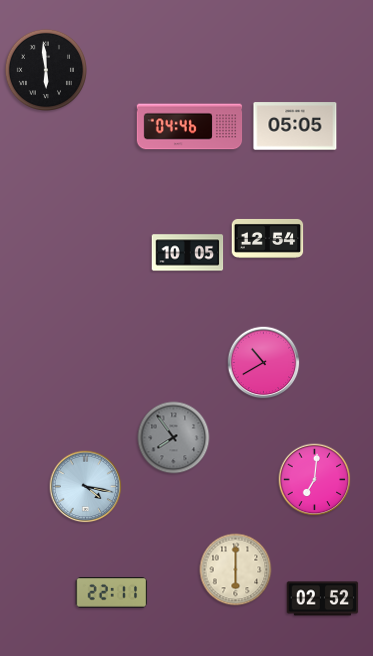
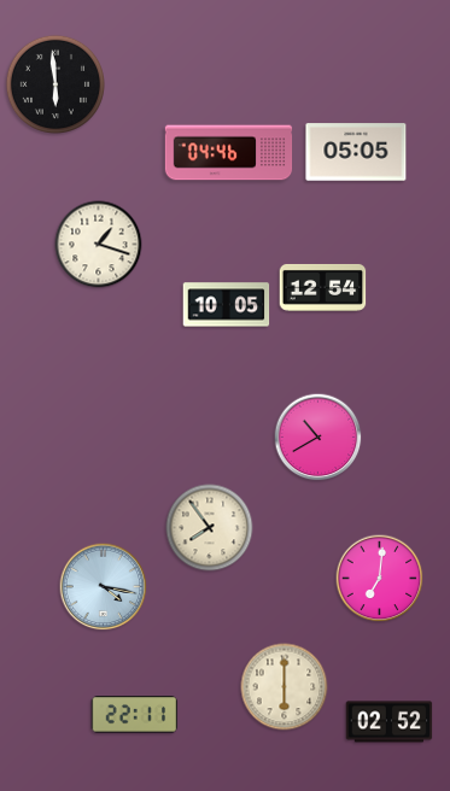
clock at (99, 245): none -> 1:18
clock at (174, 438) dial: grey -> cream
